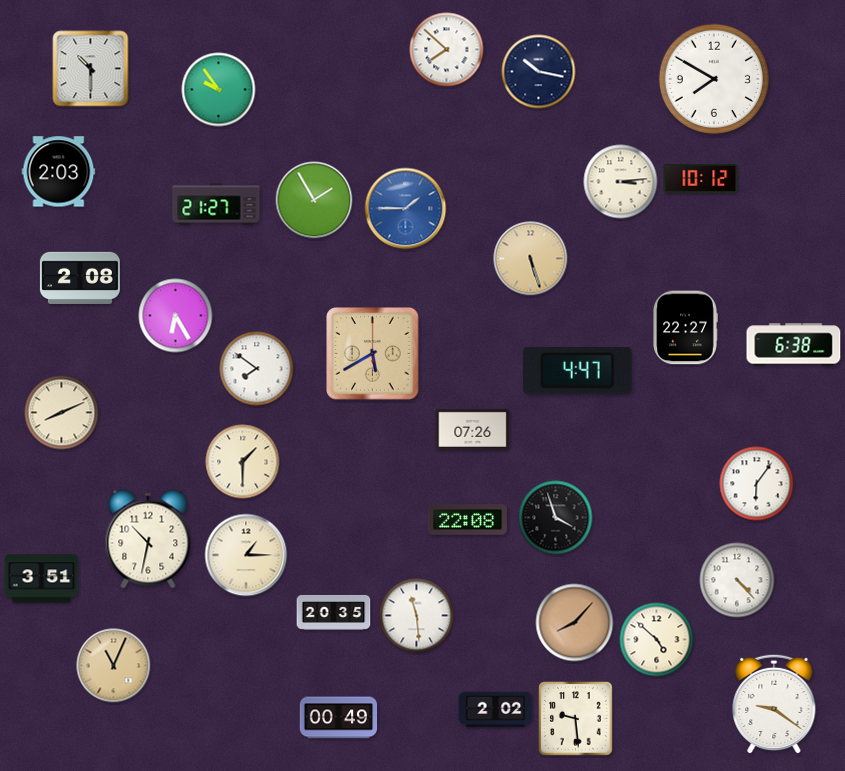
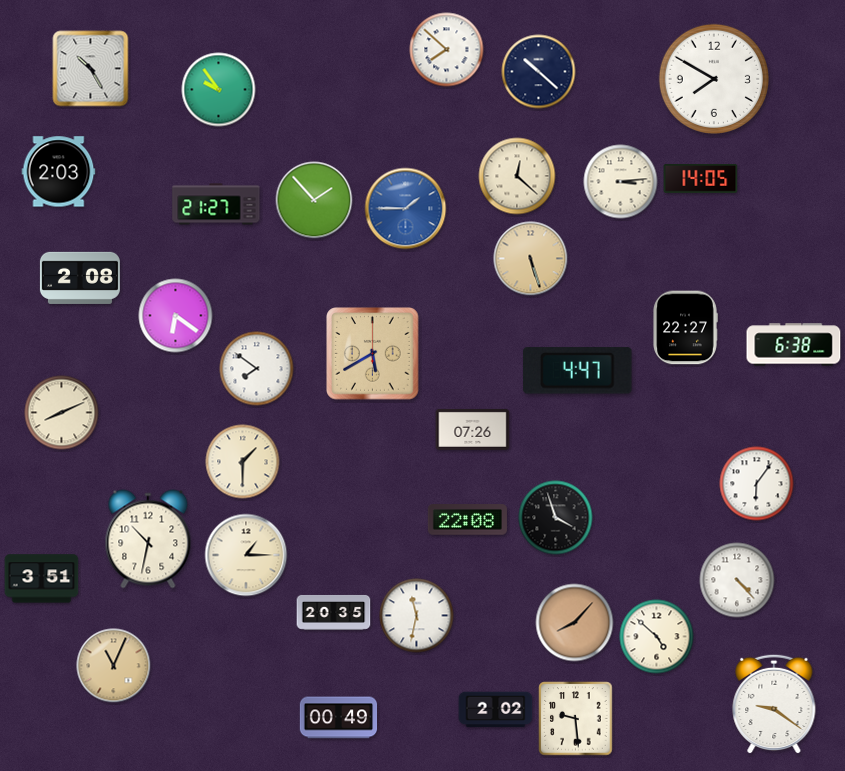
clock at (91, 69): 10:30 -> 10:25
clock at (539, 72): 10:17 -> 10:22
clock at (517, 176): none -> 12:22
clock at (701, 179): 10:12 -> 14:05
clock at (314, 200): 1:55 -> 1:53
clock at (176, 316): 6:25 -> 6:21
clock at (417, 616): 11:29 -> 11:32
clock at (657, 640) position: (657, 640) -> (657, 637)
